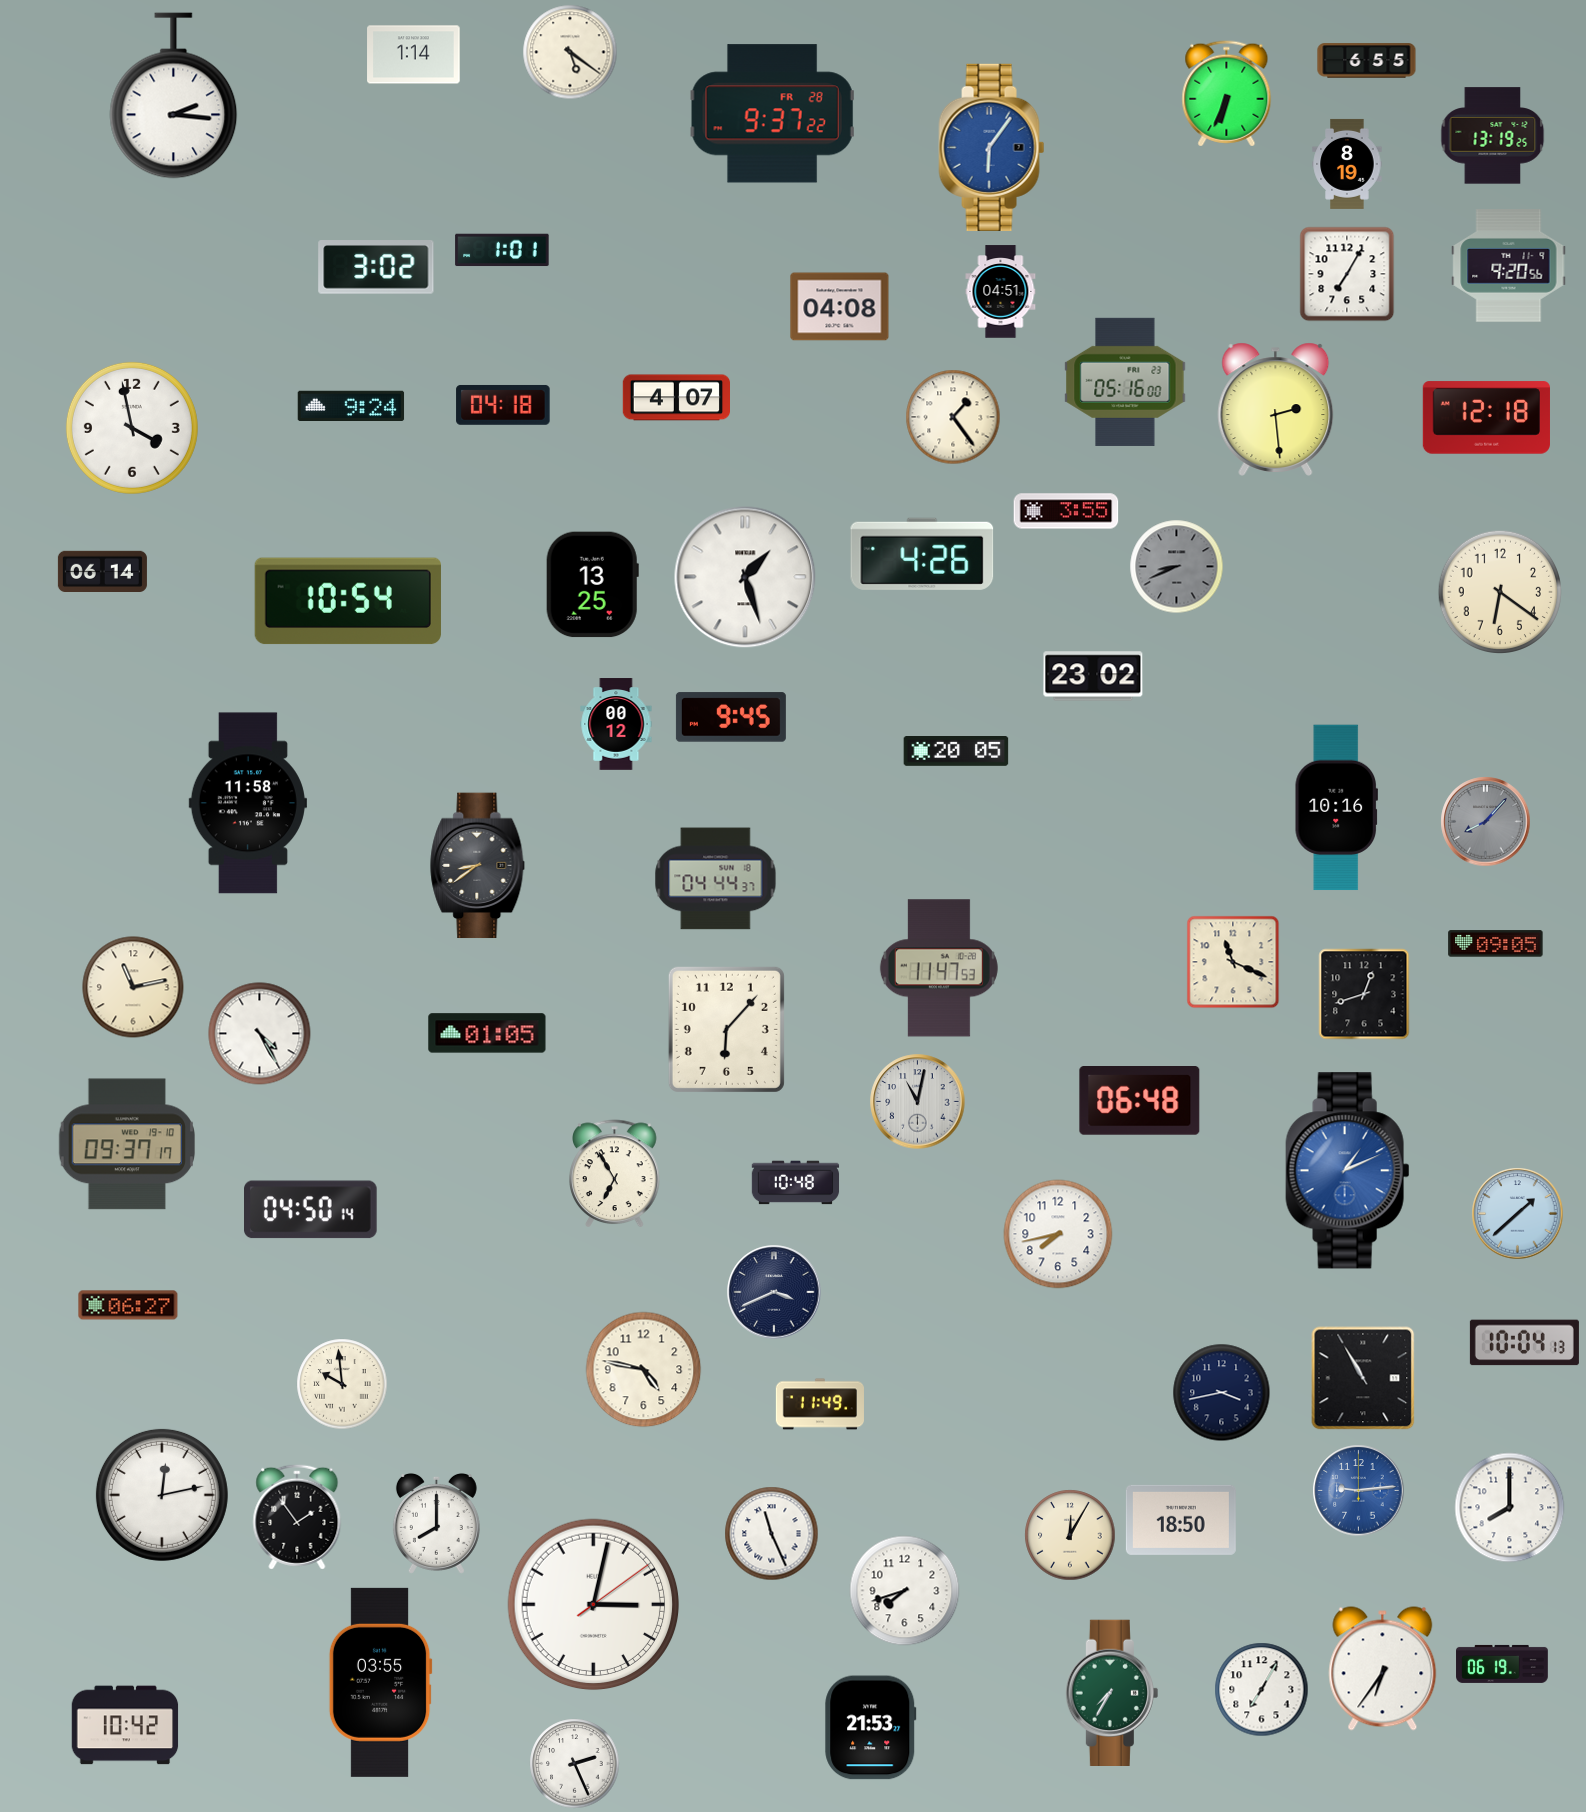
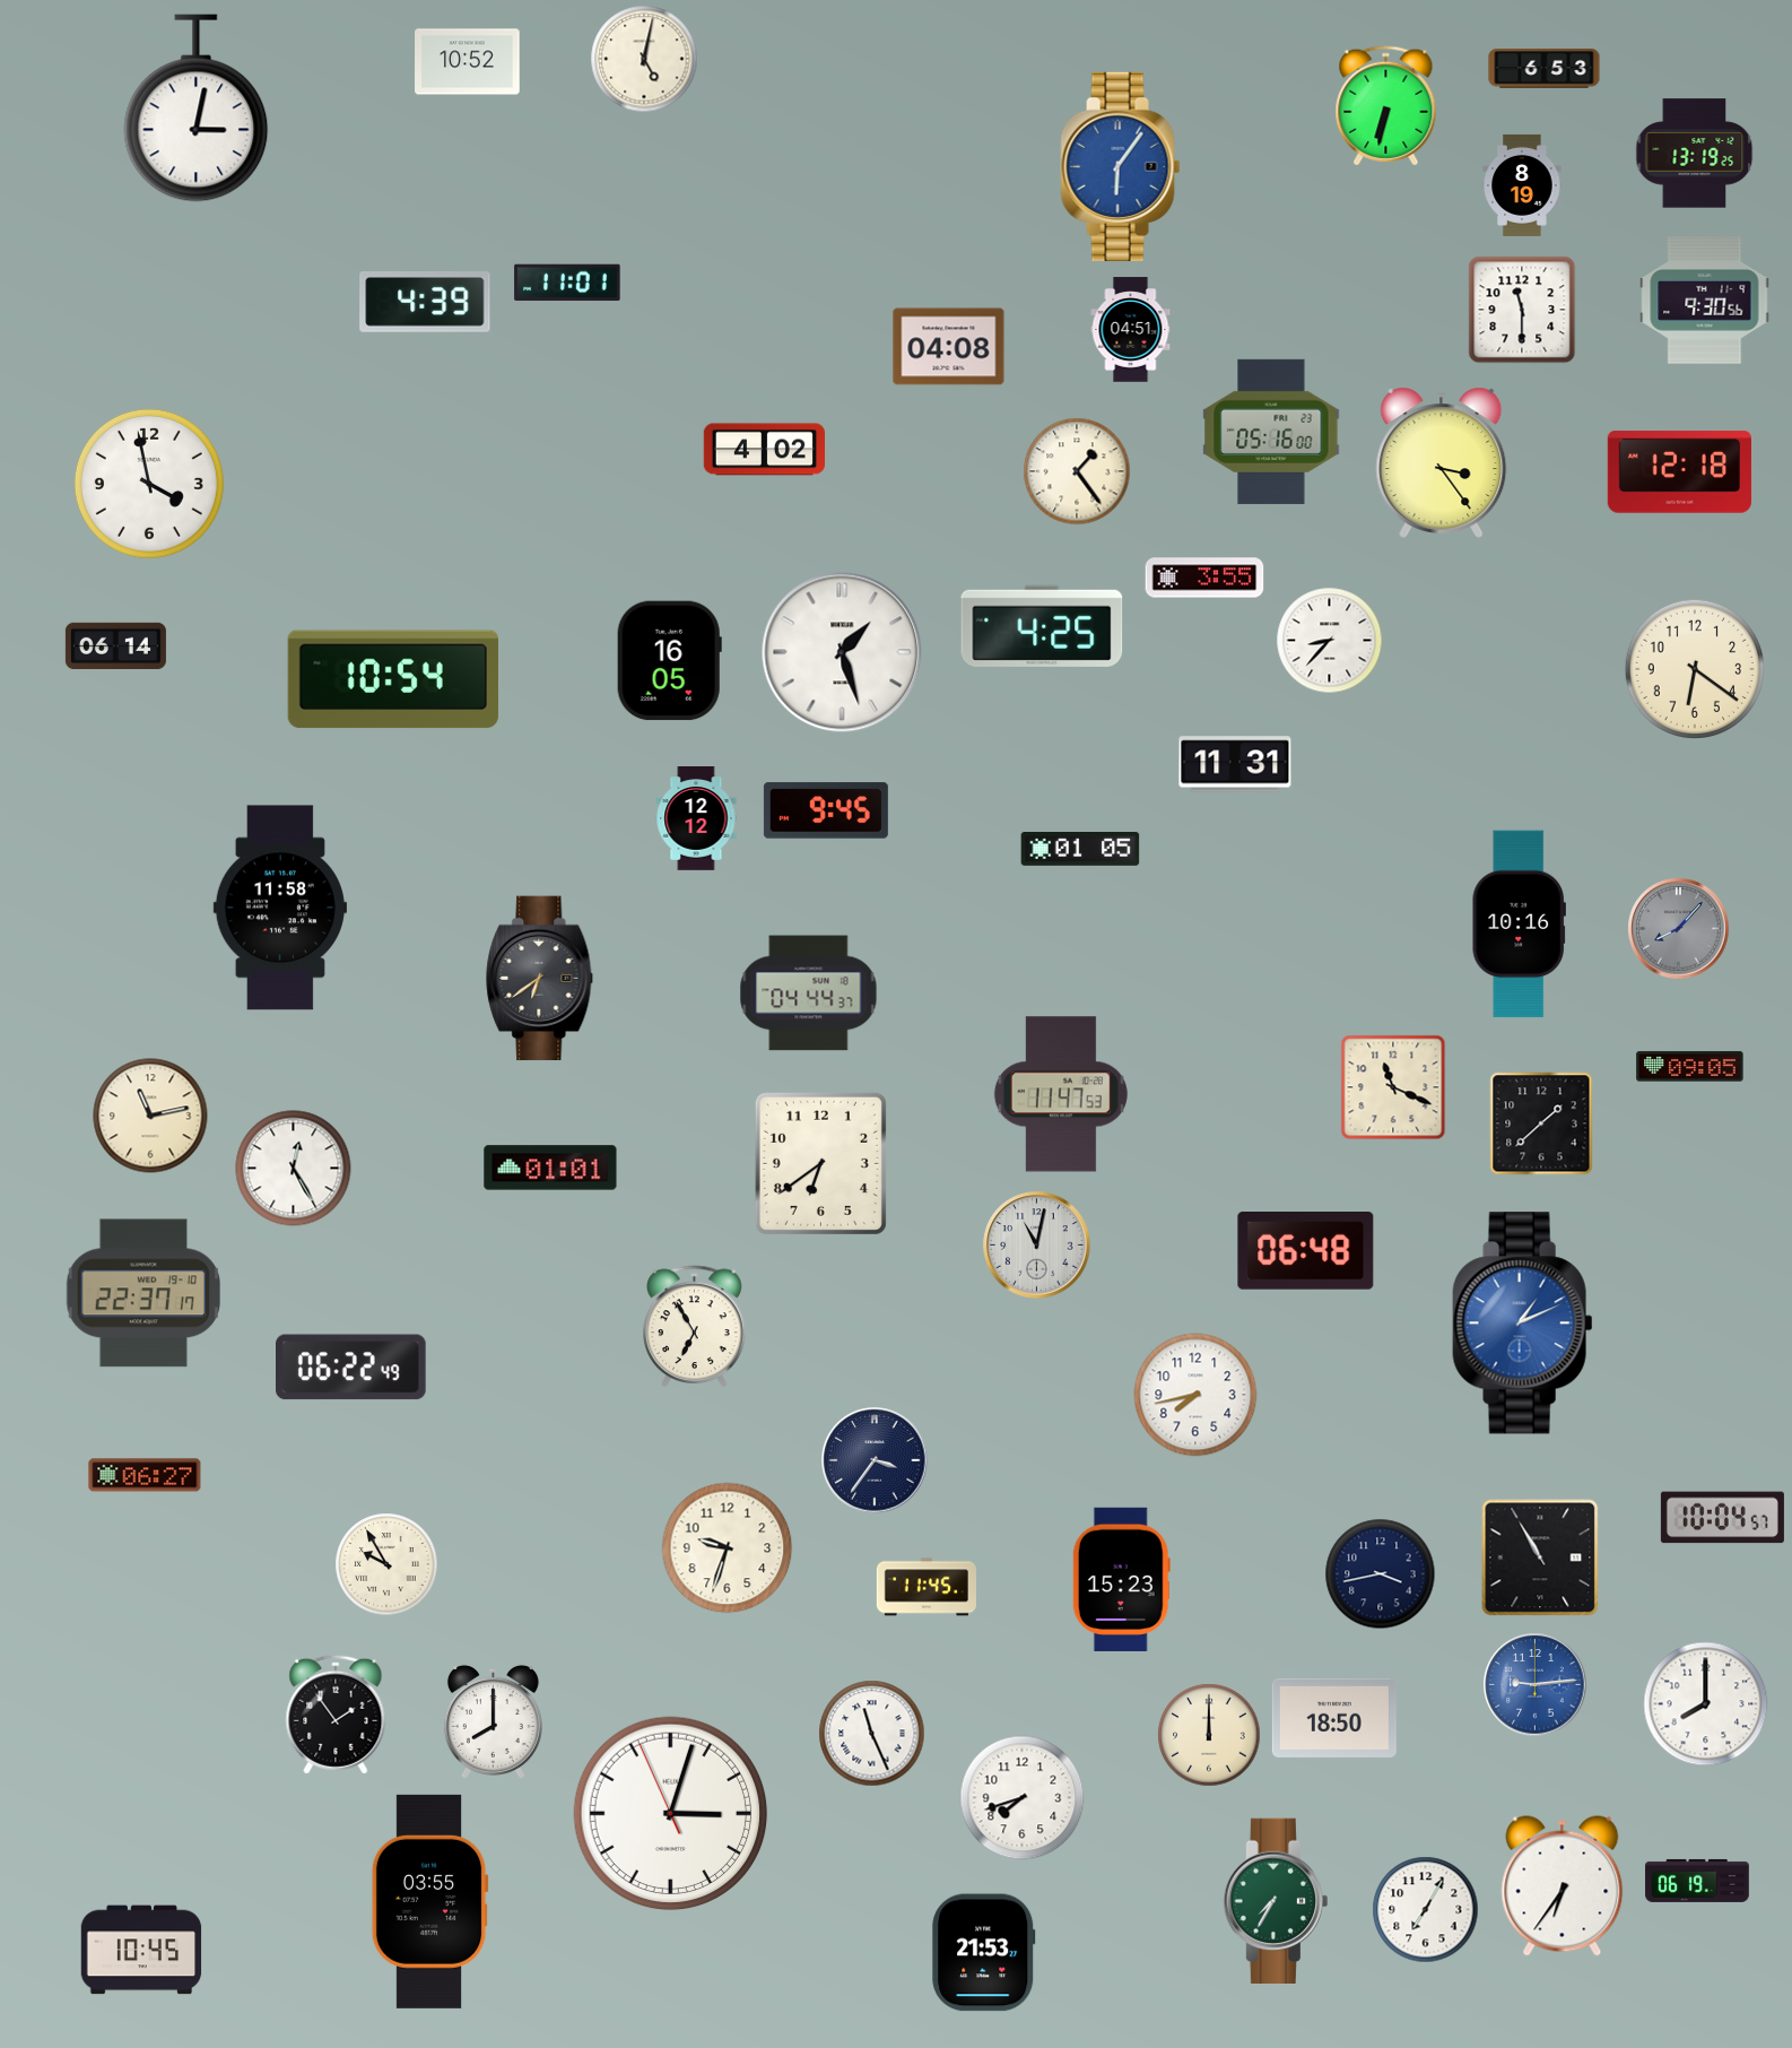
clock at (570, 52): 5:21 -> 5:02
clock at (414, 55): 1:14 -> 10:52
clock at (1367, 61): 6:55 -> 6:53
clock at (1227, 94): 6:34 -> 6:32
clock at (174, 96): 2:16 -> 3:02
clock at (773, 114): 9:37 -> none
clock at (1493, 136) position: (1493, 136) -> (1695, 154)
clock at (502, 250): 1:01 -> 11:01
clock at (1509, 266): 9:20 -> 9:30
clock at (376, 268): 3:02 -> 4:39
clock at (1347, 274): 7:05 -> 11:30
clock at (676, 398): 4:07 -> 4:02
clock at (351, 405): 9:24 -> none
clock at (503, 405): 04:18 -> none
clock at (1276, 409): 2:29 -> 3:24
clock at (922, 554): 4:26 -> 4:25
clock at (1177, 567): 8:41 -> 8:37
clock at (1177, 567) dial: grey -> white
clock at (592, 585): 13:25 -> 16:05
clock at (1093, 676): 23:02 -> 11:31
clock at (616, 724): 00:12 -> 12:12
clock at (956, 752): 20:05 -> 01:05
clock at (1336, 808) position: (1336, 808) -> (1519, 925)
clock at (478, 866): 8:39 -> 6:39
clock at (1364, 994): 12:42 -> 1:38
clock at (726, 1029): 6:07 -> 6:39
clock at (487, 1033): 01:05 -> 01:01
clock at (260, 1034): 4:25 -> 12:25
clock at (1140, 1101) position: (1140, 1101) -> (1306, 1251)
clock at (126, 1144): 09:37 -> 22:37
clock at (796, 1183): 10:48 -> none
clock at (311, 1210): 04:50 -> 06:22
clock at (1518, 1214): 1:38 -> none
clock at (774, 1292): 3:41 -> 3:36
clock at (1524, 1343): 10:04:13 -> 10:04:57
clock at (644, 1370): 4:47 -> 9:33
clock at (342, 1384): 9:59 -> 9:55
clock at (1121, 1579): none -> 15:23
clock at (820, 1404): 11:49 -> 11:45
clock at (162, 1495): 12:13 -> none
clock at (1070, 1535): 12:05 -> 12:00
clock at (594, 1605): 3:02:09 -> 3:02:56
clock at (1112, 1692) position: (1112, 1692) -> (1276, 1900)
clock at (125, 1725): 10:42 -> 10:45
clock at (575, 1764): 2:26 -> none
